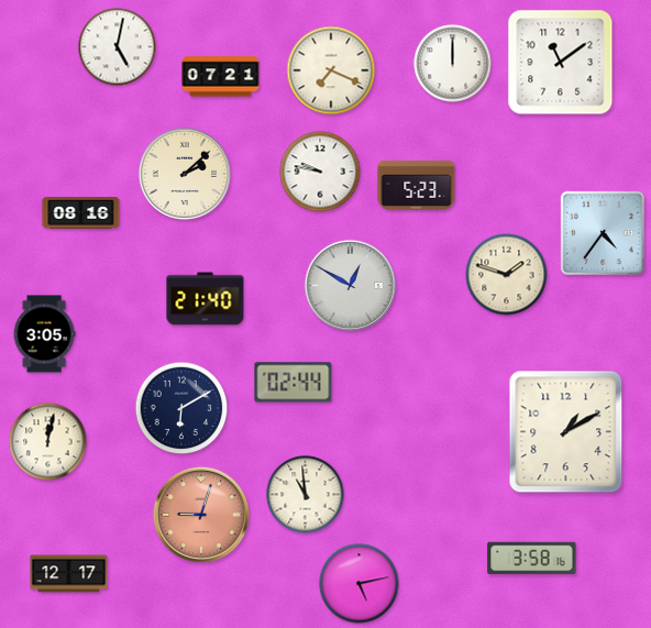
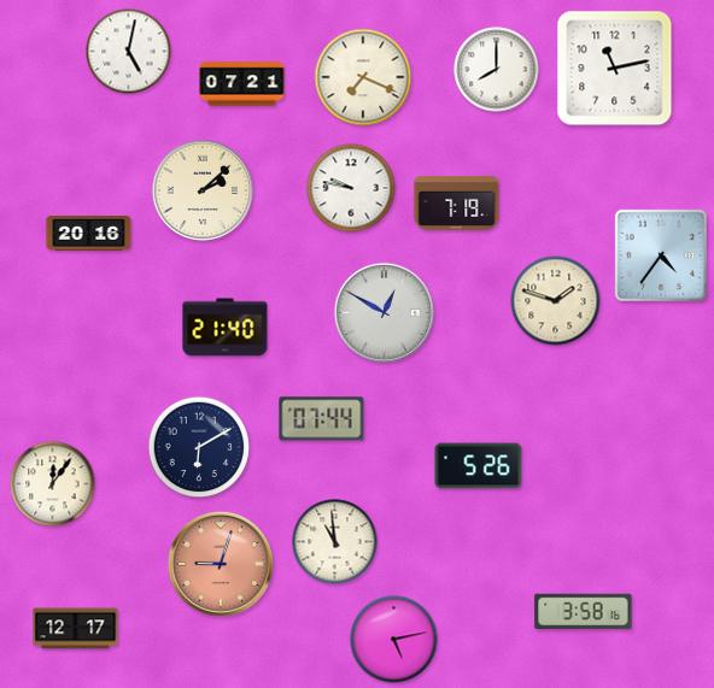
clock at (561, 63): 11:09 -> 11:13
clock at (453, 64): 12:00 -> 8:00
clock at (417, 185): 5:23 -> 7:19
clock at (81, 213): 08:16 -> 20:16
clock at (44, 334): 3:05 -> none
clock at (294, 383): 02:44 -> 07:44
clock at (479, 466): none -> 5:26
clock at (566, 432): 1:10 -> none
clock at (48, 442): 12:02 -> 12:06
